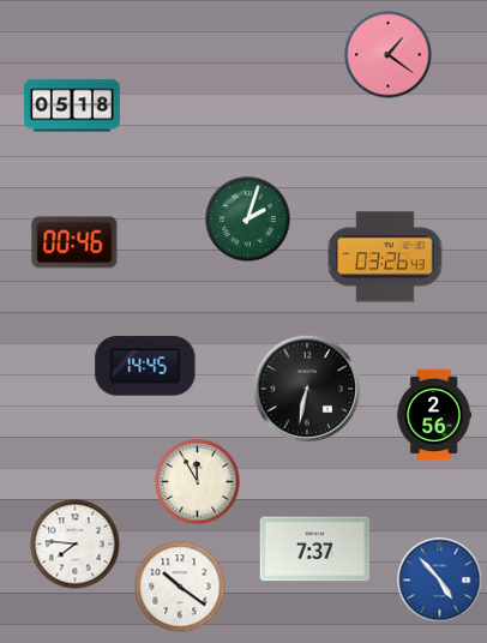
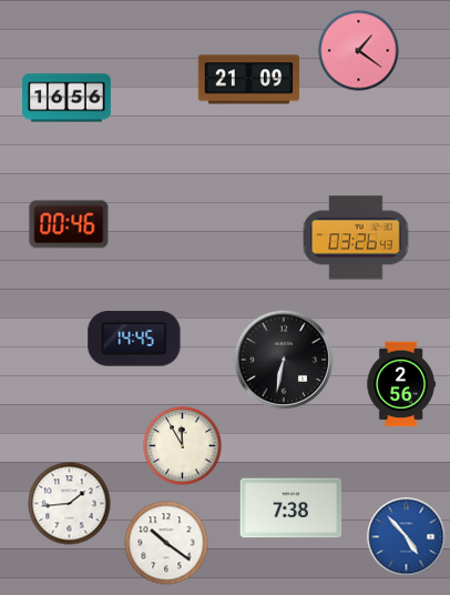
clock at (249, 80): none -> 21:09
clock at (73, 106): 05:18 -> 16:56
clock at (248, 220): 2:03 -> none
clock at (76, 545): 7:46 -> 1:44
clock at (315, 549): 7:37 -> 7:38
